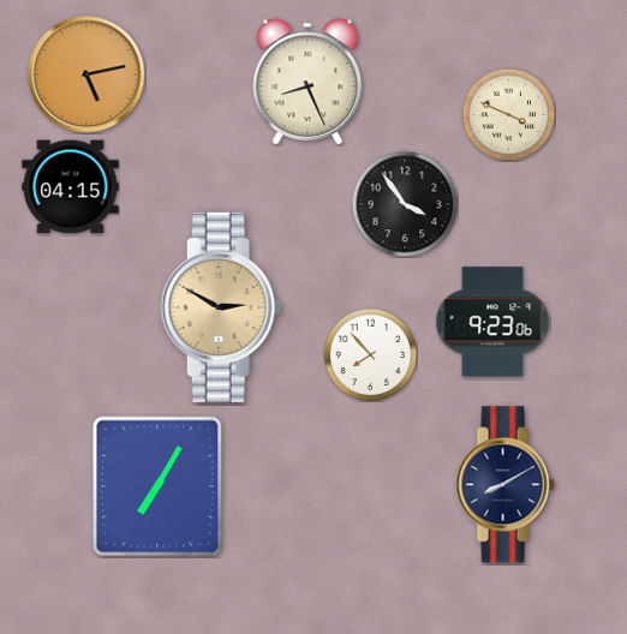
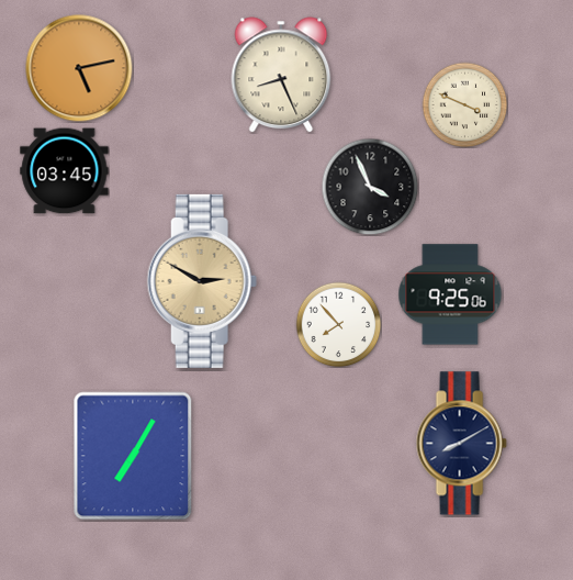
clock at (71, 187): 04:15 -> 03:45
clock at (405, 204): 3:54 -> 3:56
clock at (492, 322): 9:23 -> 9:25
clock at (157, 486) position: (157, 486) -> (133, 456)
